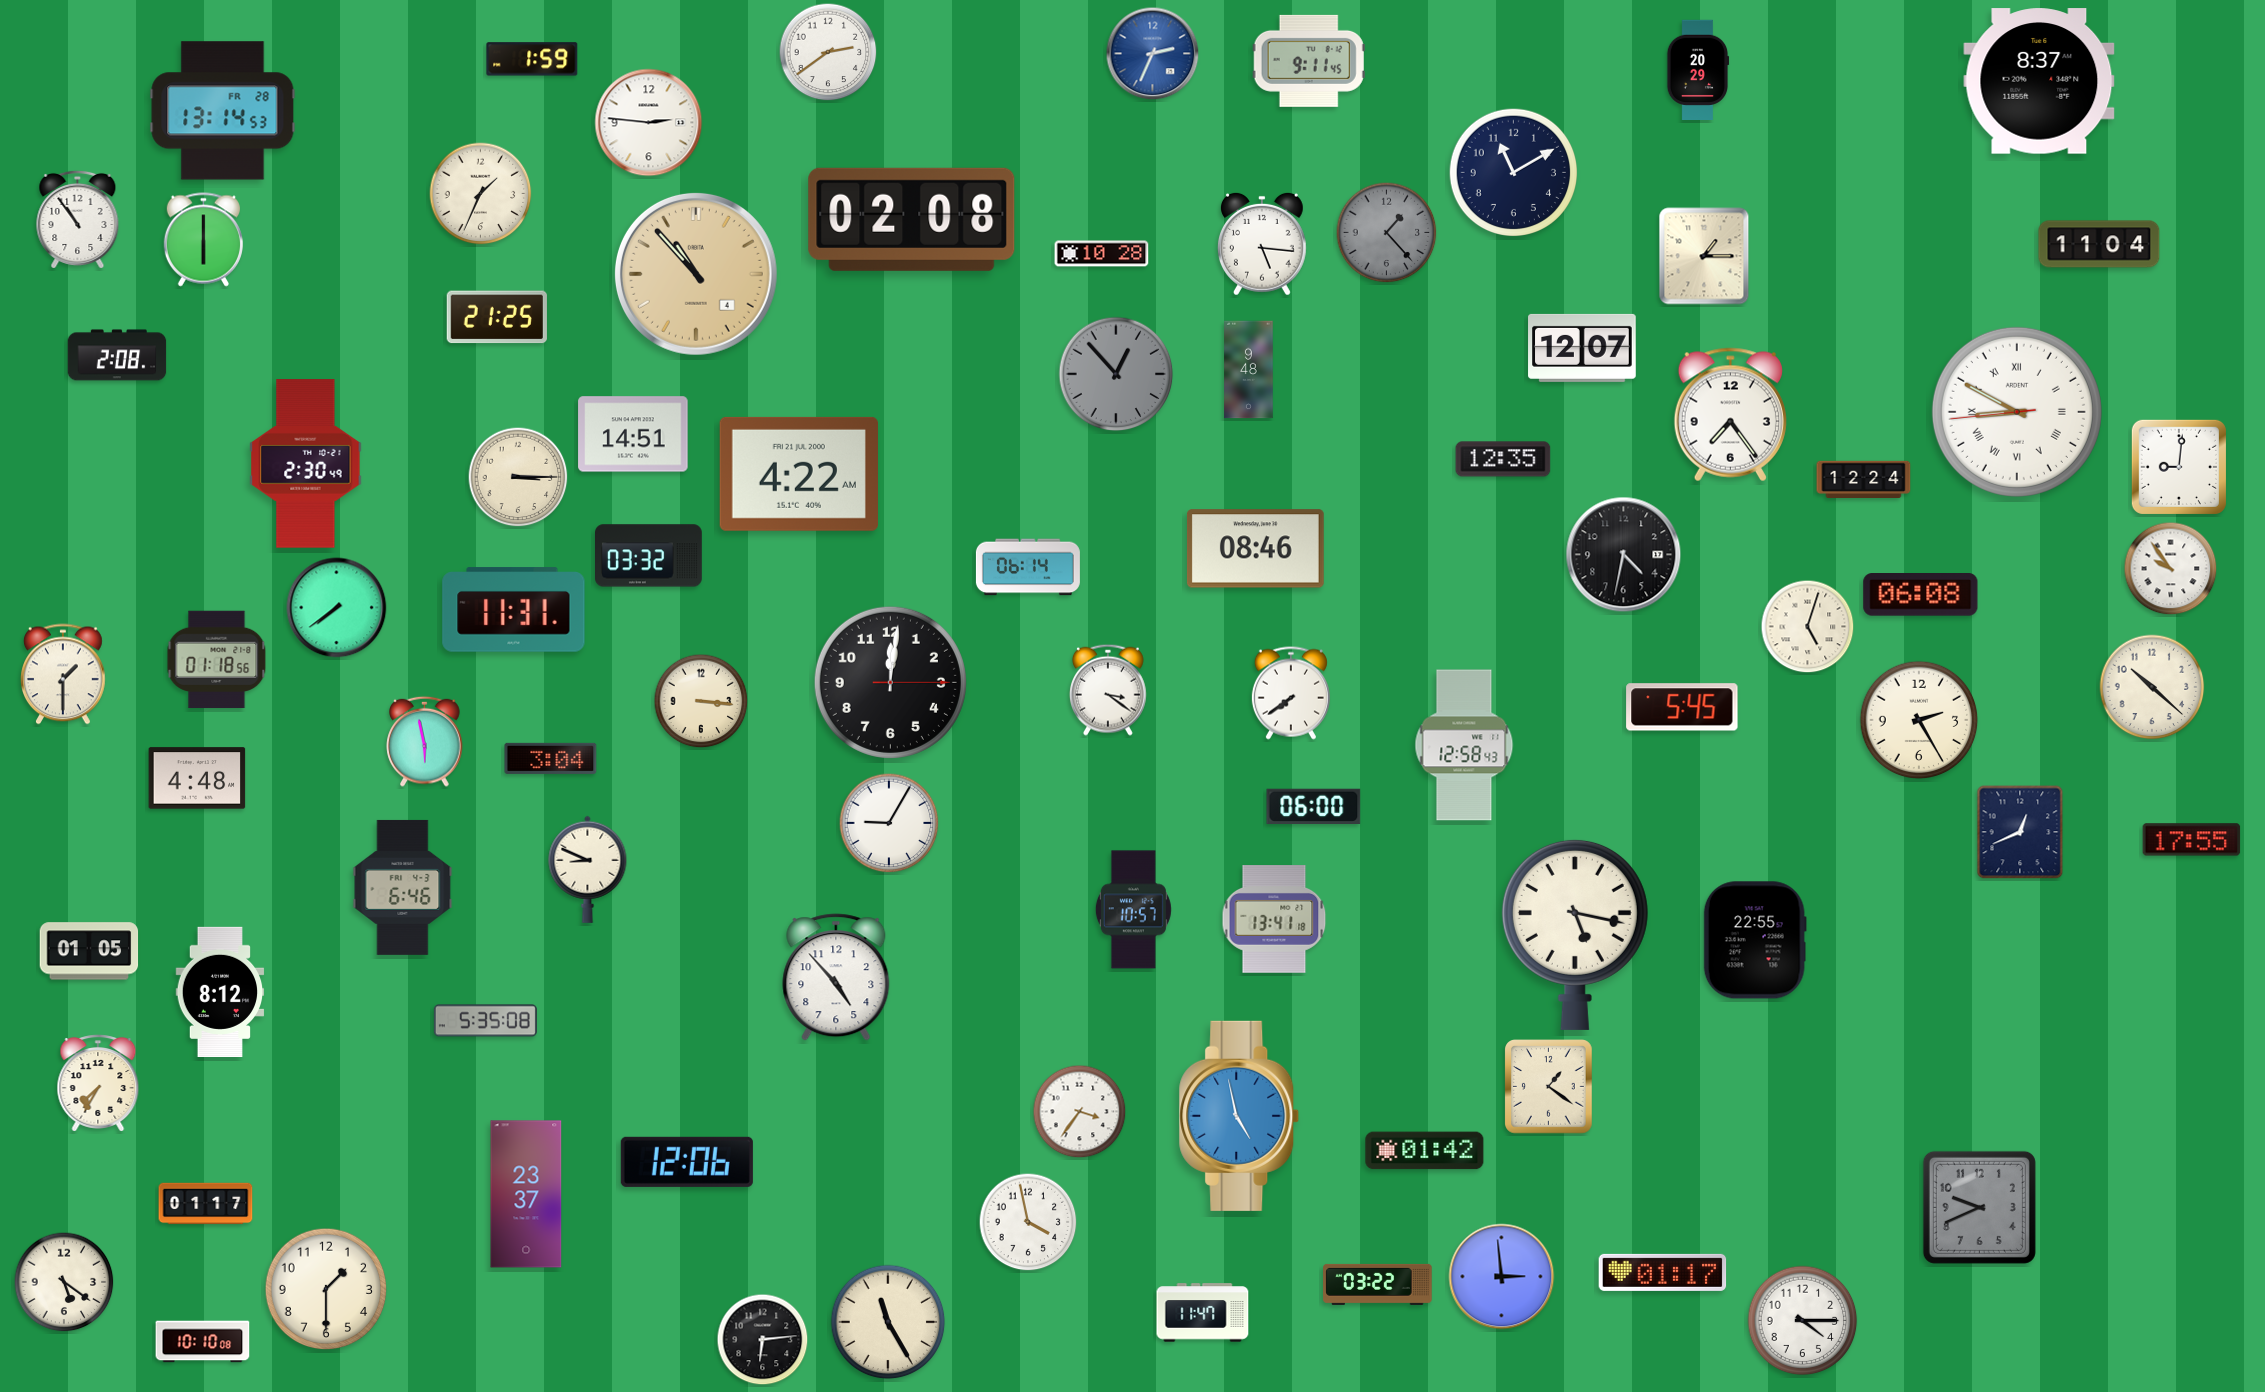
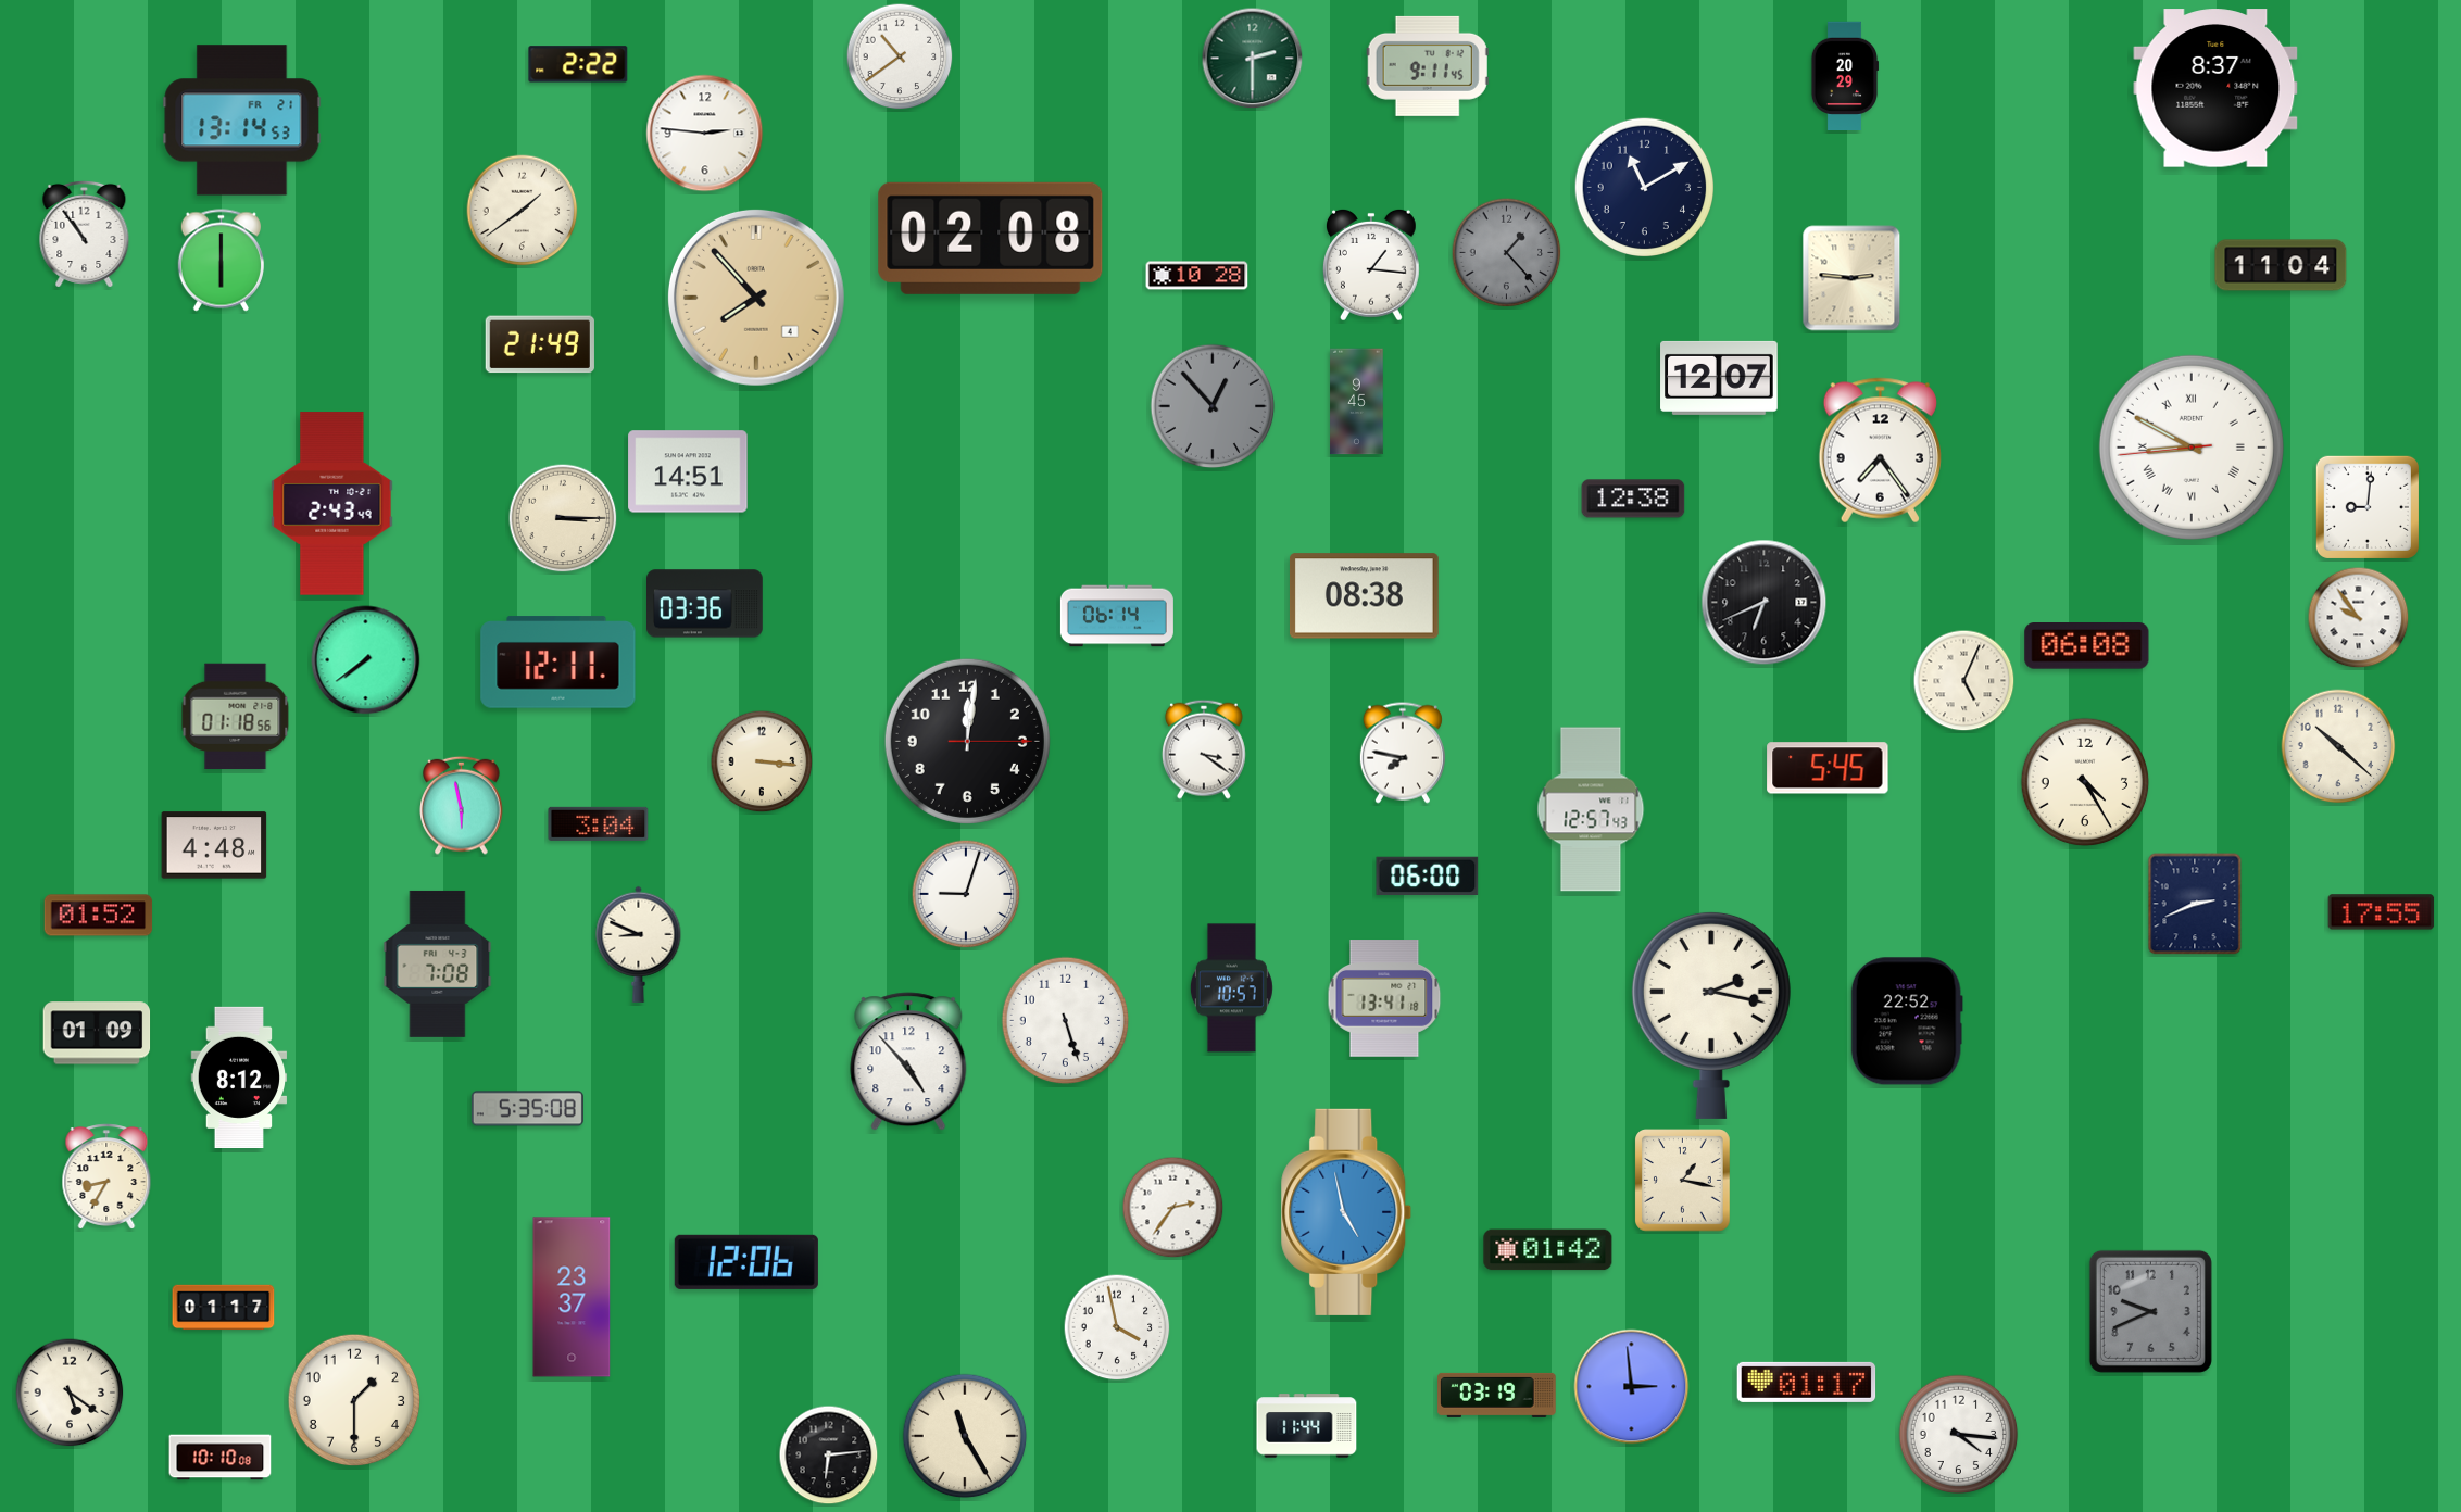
clock at (828, 52): 2:39 -> 10:39
clock at (1153, 54): 2:34 -> 2:30
clock at (1153, 54) dial: blue -> green
clock at (532, 59): 1:59 -> 2:22
clock at (1309, 61) position: (1309, 61) -> (1428, 66)
clock at (223, 111) date: FR 28 -> FR 21
clock at (481, 194): 1:34 -> 1:39
clock at (78, 219) position: (78, 219) -> (85, 234)
clock at (1262, 244): 5:16 -> 1:16
clock at (1704, 256): 1:15 -> 2:46
clock at (696, 274): 10:53 -> 7:53
clock at (497, 317): 21:25 -> 21:49
clock at (117, 355): 2:08 -> none
clock at (1249, 370): 9:48 -> 9:45
clock at (1503, 459): 12:35 -> 12:38
clock at (306, 464): 2:30 -> 2:43
clock at (799, 474): 4:22 -> none
clock at (1864, 480): 12:24 -> none
clock at (1255, 549): 08:46 -> 08:38
clock at (1624, 555): 4:32 -> 6:41
clock at (649, 556): 03:32 -> 03:36
clock at (514, 610): 11:31 -> 12:11
clock at (1808, 627): 5:03 -> 5:04
clock at (64, 674): 1:30 -> none
clock at (1291, 693): 7:39 -> 7:47
clock at (1919, 720): 2:25 -> 4:25
clock at (1464, 745): 12:58 -> 12:57
clock at (889, 823): 9:05 -> 9:03
clock at (2020, 832): 12:41 -> 2:41
clock at (99, 916): none -> 01:52
clock at (403, 887): 6:46 -> 7:08
clock at (1575, 934): 5:17 -> 2:17
clock at (1066, 1021): none -> 5:27
clock at (1755, 940): 22:55 -> 22:52
clock at (89, 951): 01:05 -> 01:09
clock at (98, 1083): 7:35 -> 8:35
clock at (1549, 1087): 1:21 -> 1:17
clock at (1080, 1112): 3:36 -> 2:36
clock at (1378, 1284): 03:22 -> 03:19
clock at (1203, 1313): 11:47 -> 11:44
clock at (1803, 1321): 4:15 -> 4:16
